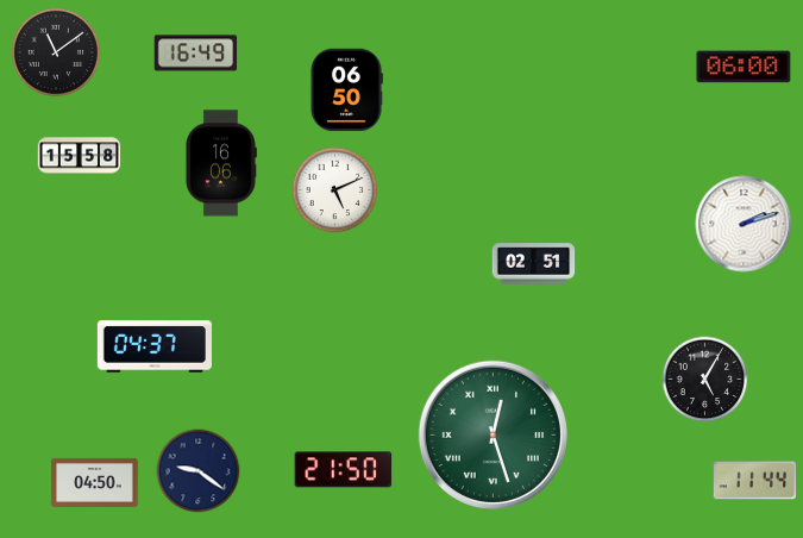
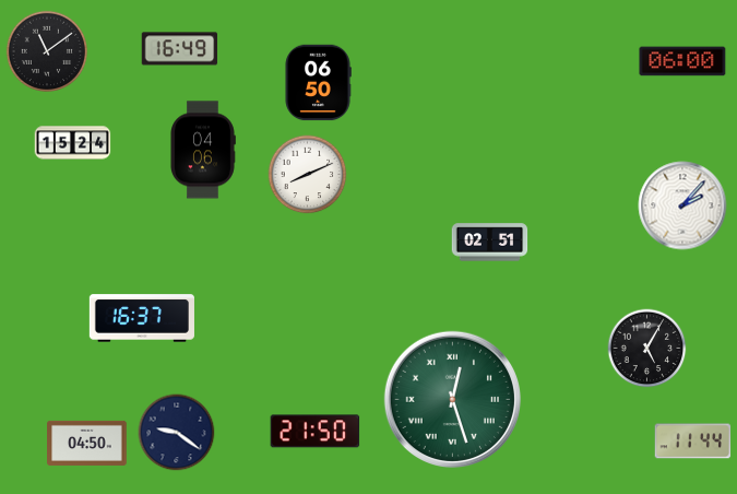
clock at (56, 52) position: (56, 52) -> (47, 51)
clock at (80, 156): 15:58 -> 15:24
clock at (221, 163): 16:06 -> 04:06
clock at (335, 190): 5:11 -> 8:11
clock at (744, 224): 2:12 -> 2:07
clock at (155, 346): 04:37 -> 16:37
clock at (199, 471) position: (199, 471) -> (177, 433)
